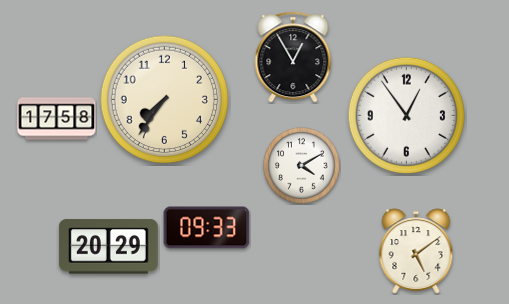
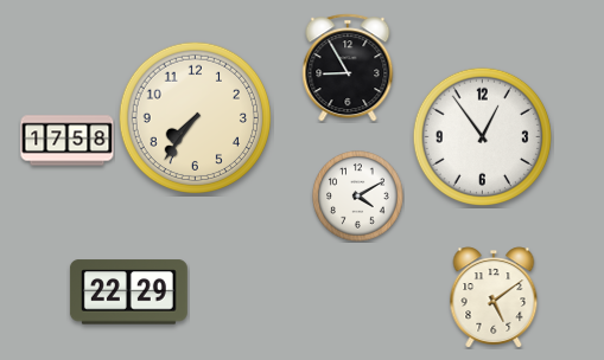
clock at (293, 57): 12:55 -> 8:55
clock at (207, 228): 09:33 -> none
clock at (108, 247): 20:29 -> 22:29
